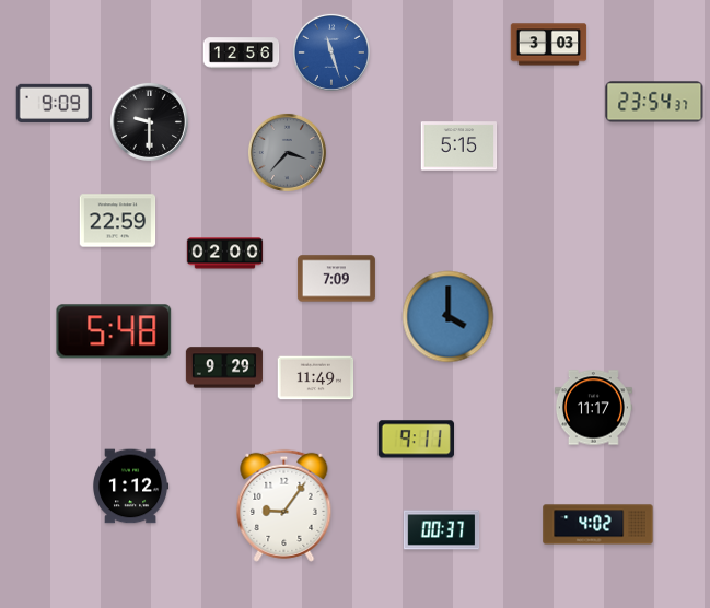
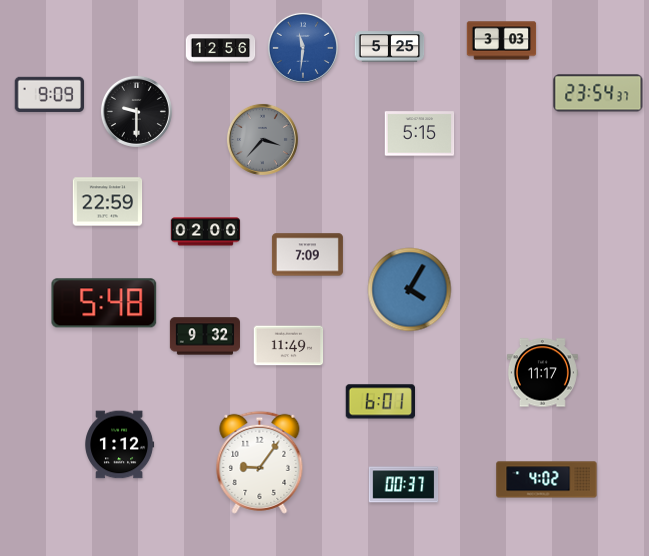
clock at (390, 47): none -> 5:25
clock at (331, 52): 11:27 -> 11:31
clock at (449, 317): 4:00 -> 4:05
clock at (224, 367): 9:29 -> 9:32
clock at (416, 440): 9:11 -> 6:01
